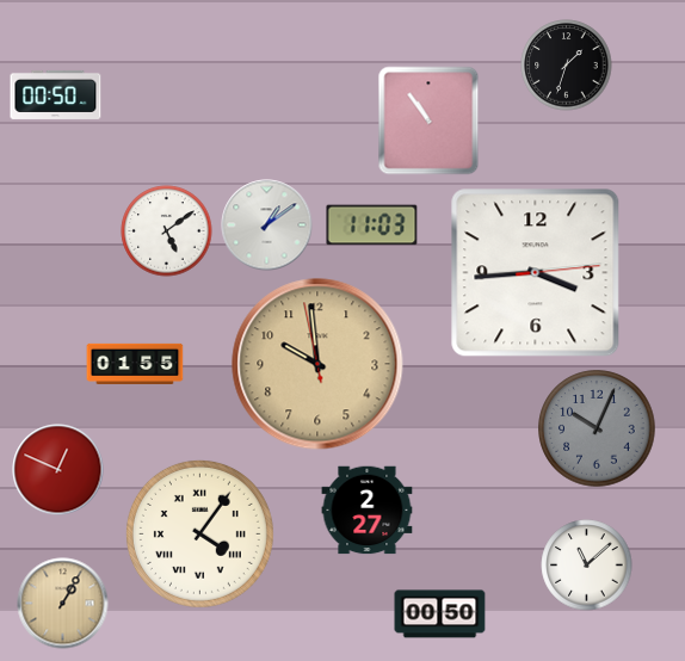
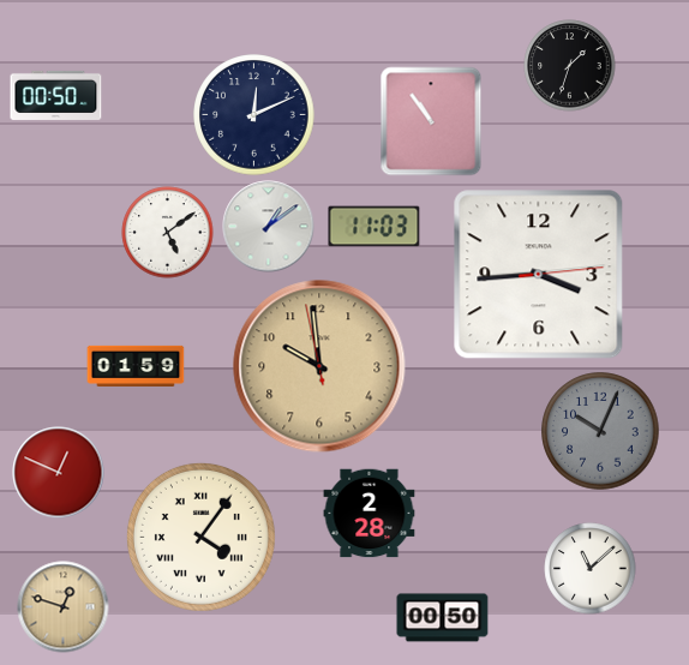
clock at (254, 115): none -> 12:11
clock at (135, 363): 01:55 -> 01:59
clock at (368, 511): 2:27 -> 2:28
clock at (63, 604): 1:05 -> 12:48
